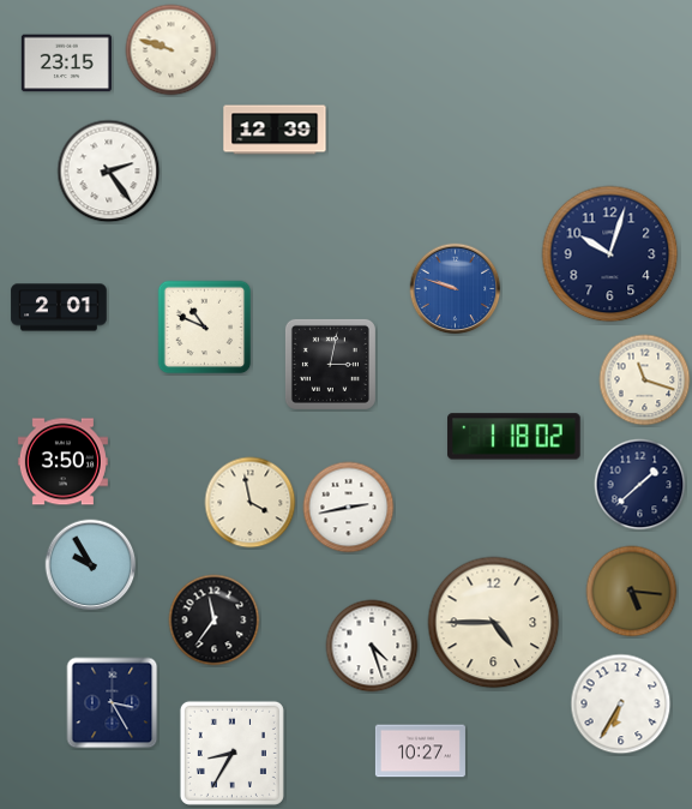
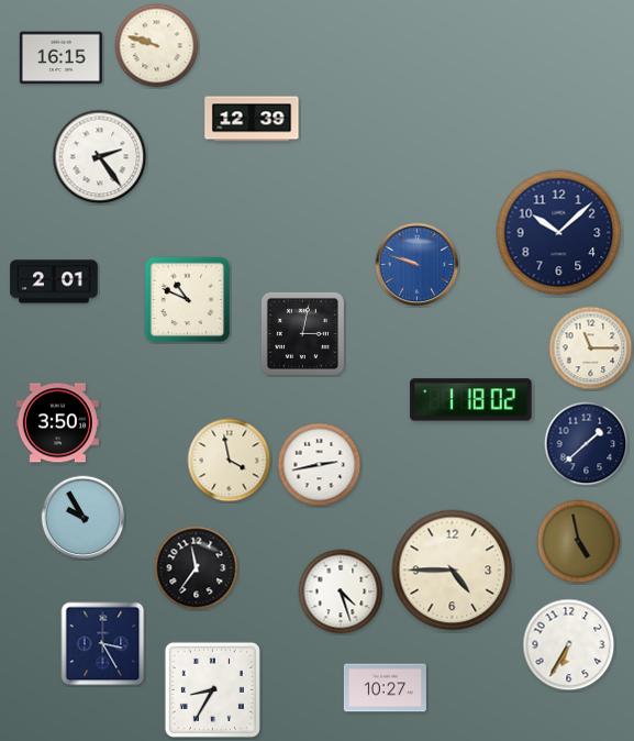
clock at (66, 64): 23:15 -> 16:15
clock at (610, 254): 10:03 -> 10:08
clock at (645, 380): 11:18 -> 11:15
clock at (632, 592): 5:16 -> 4:58
